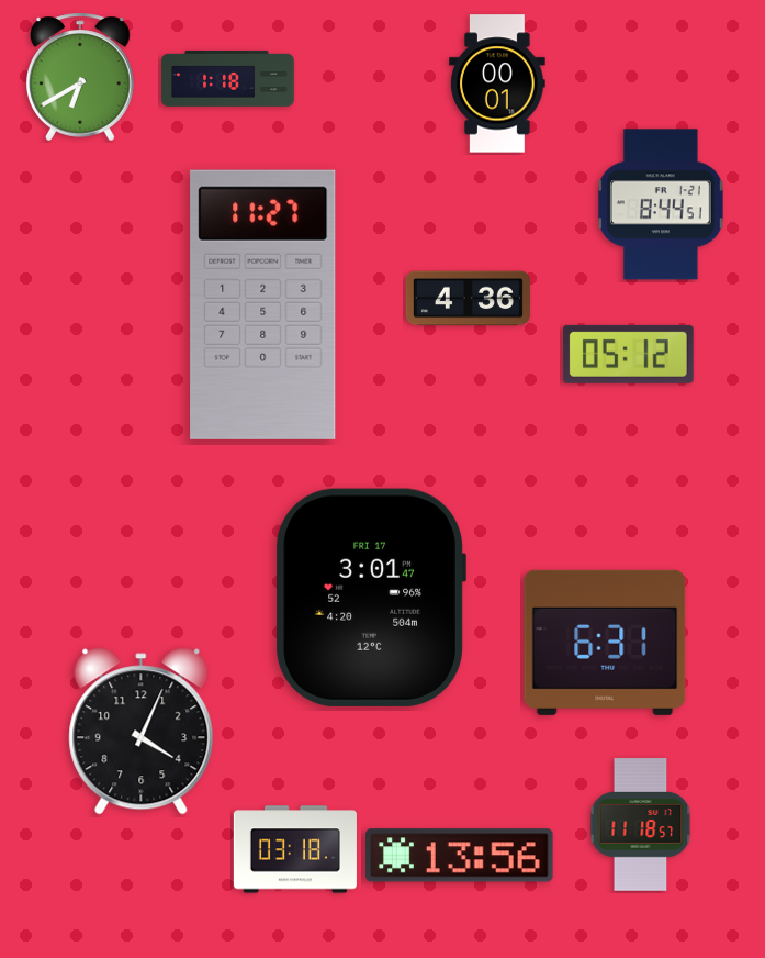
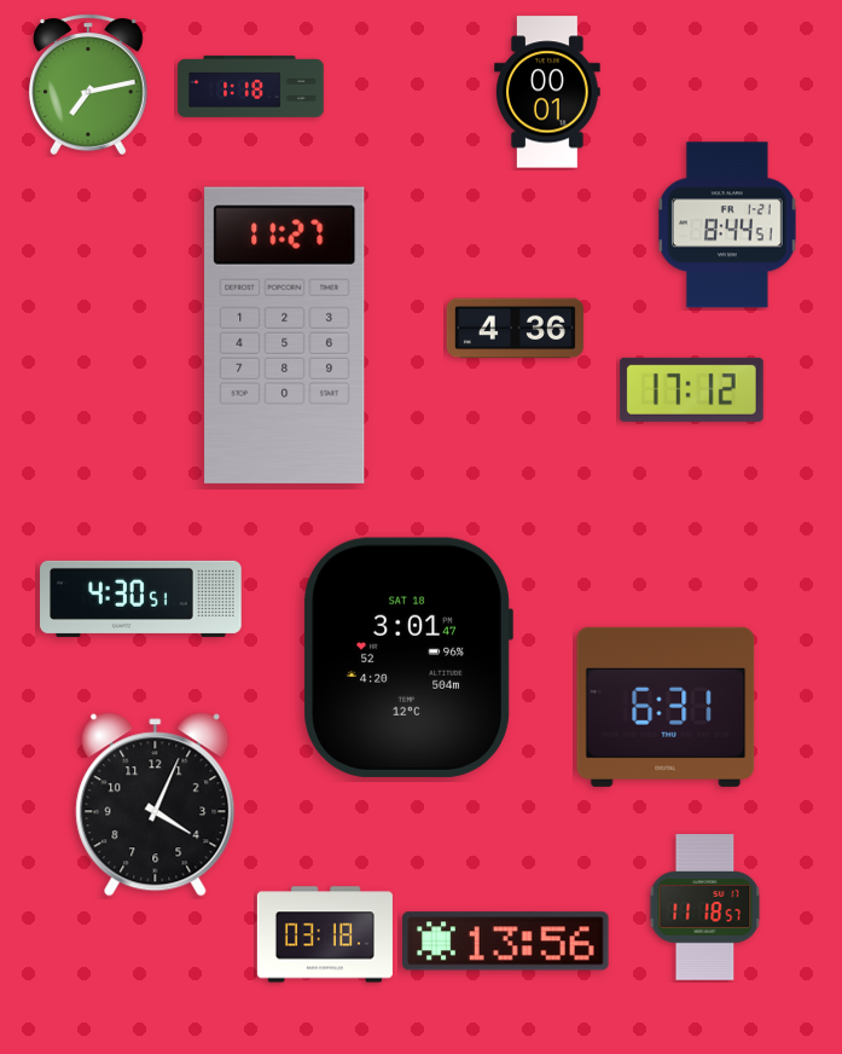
clock at (80, 77): 6:40 -> 7:13
clock at (263, 304) position: (263, 304) -> (285, 335)
clock at (628, 354): 05:12 -> 17:12
clock at (141, 598): none -> 4:30
clock at (371, 598) date: FRI 17 -> SAT 18
